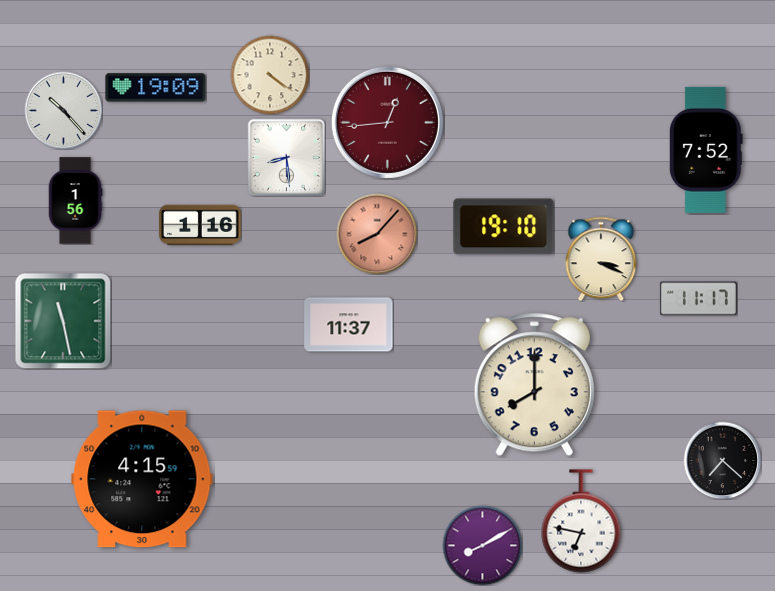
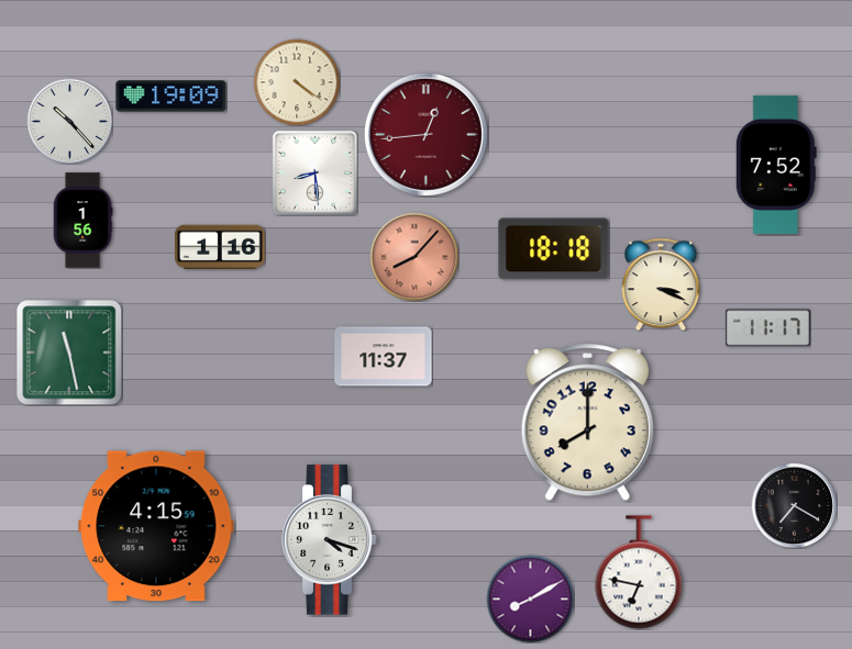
clock at (504, 227): 19:10 -> 18:18
clock at (722, 460): 7:22 -> 7:20
clock at (330, 540): none -> 4:18
